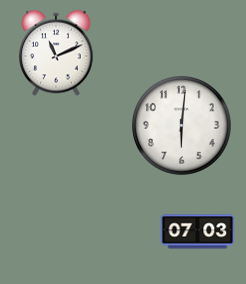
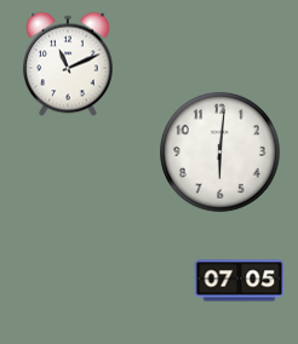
clock at (198, 232): 07:03 -> 07:05
